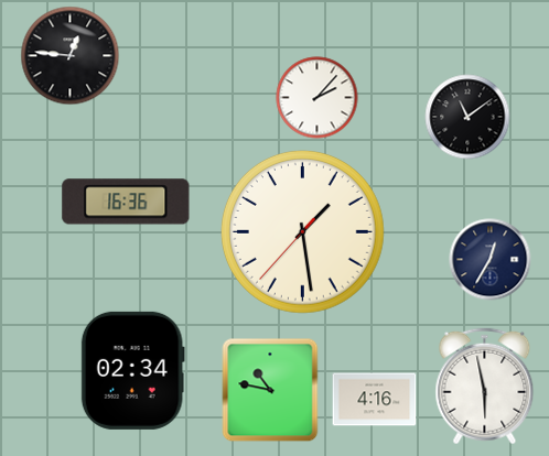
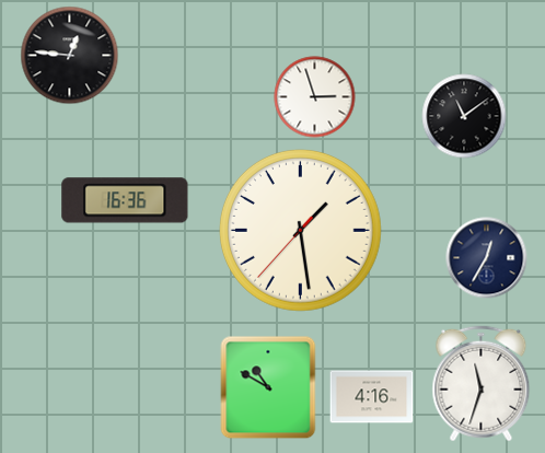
clock at (317, 98): 2:07 -> 2:57
clock at (132, 370): 02:34 -> none
clock at (485, 387): 5:58 -> 11:33
clock at (270, 390): 10:47 -> 10:50
